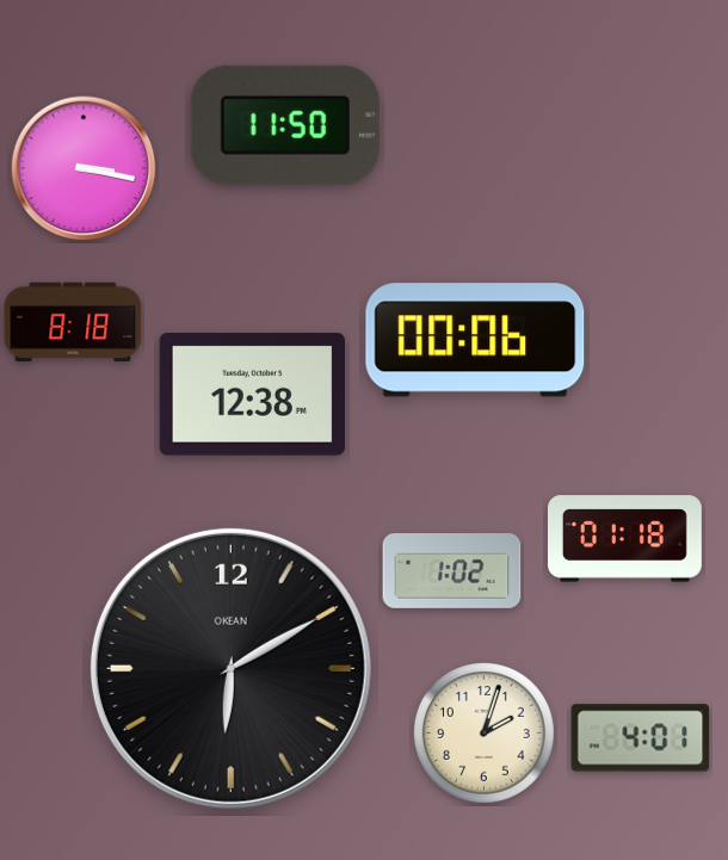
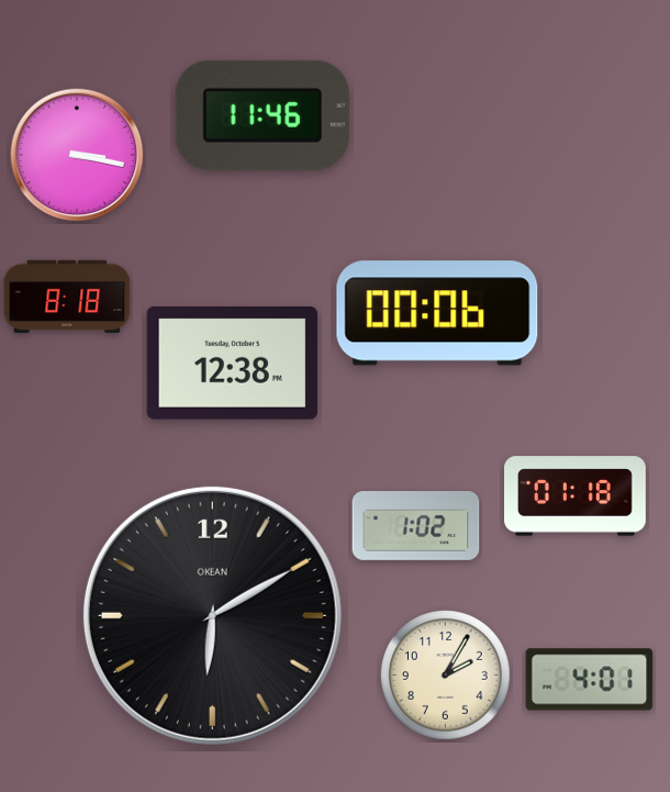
clock at (285, 125): 11:50 -> 11:46
clock at (485, 734): 2:03 -> 2:05
